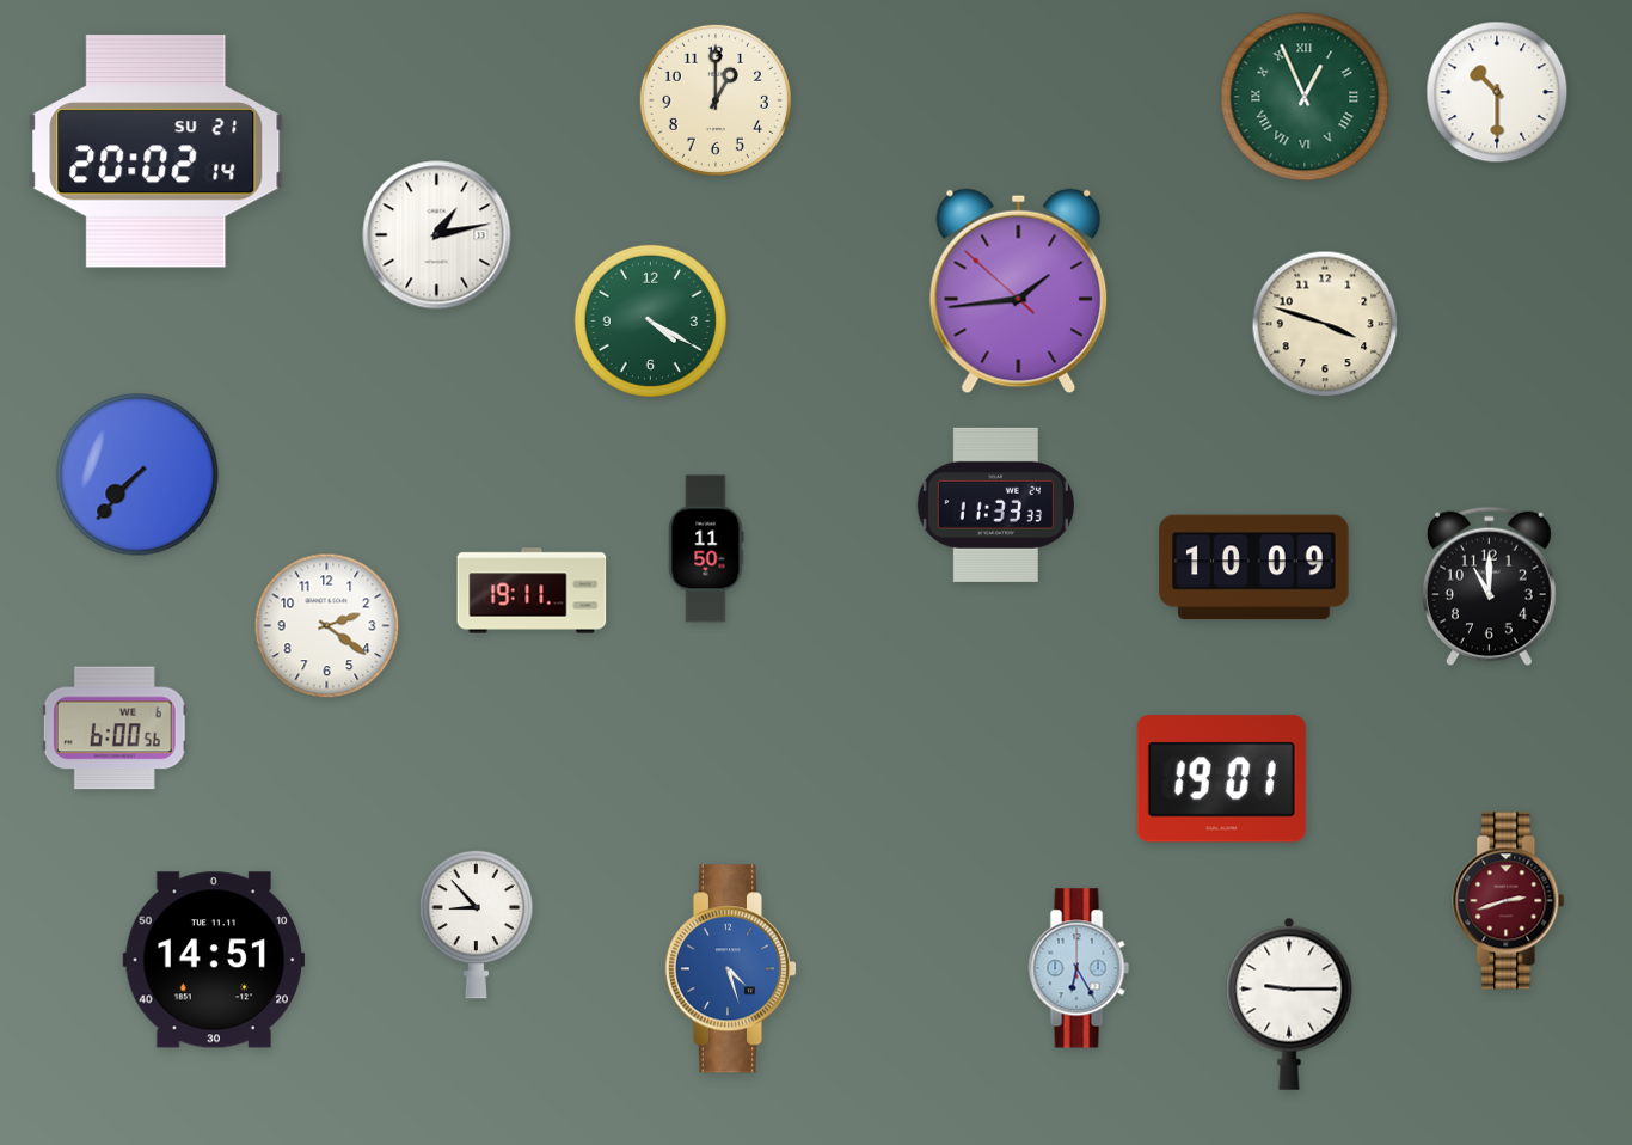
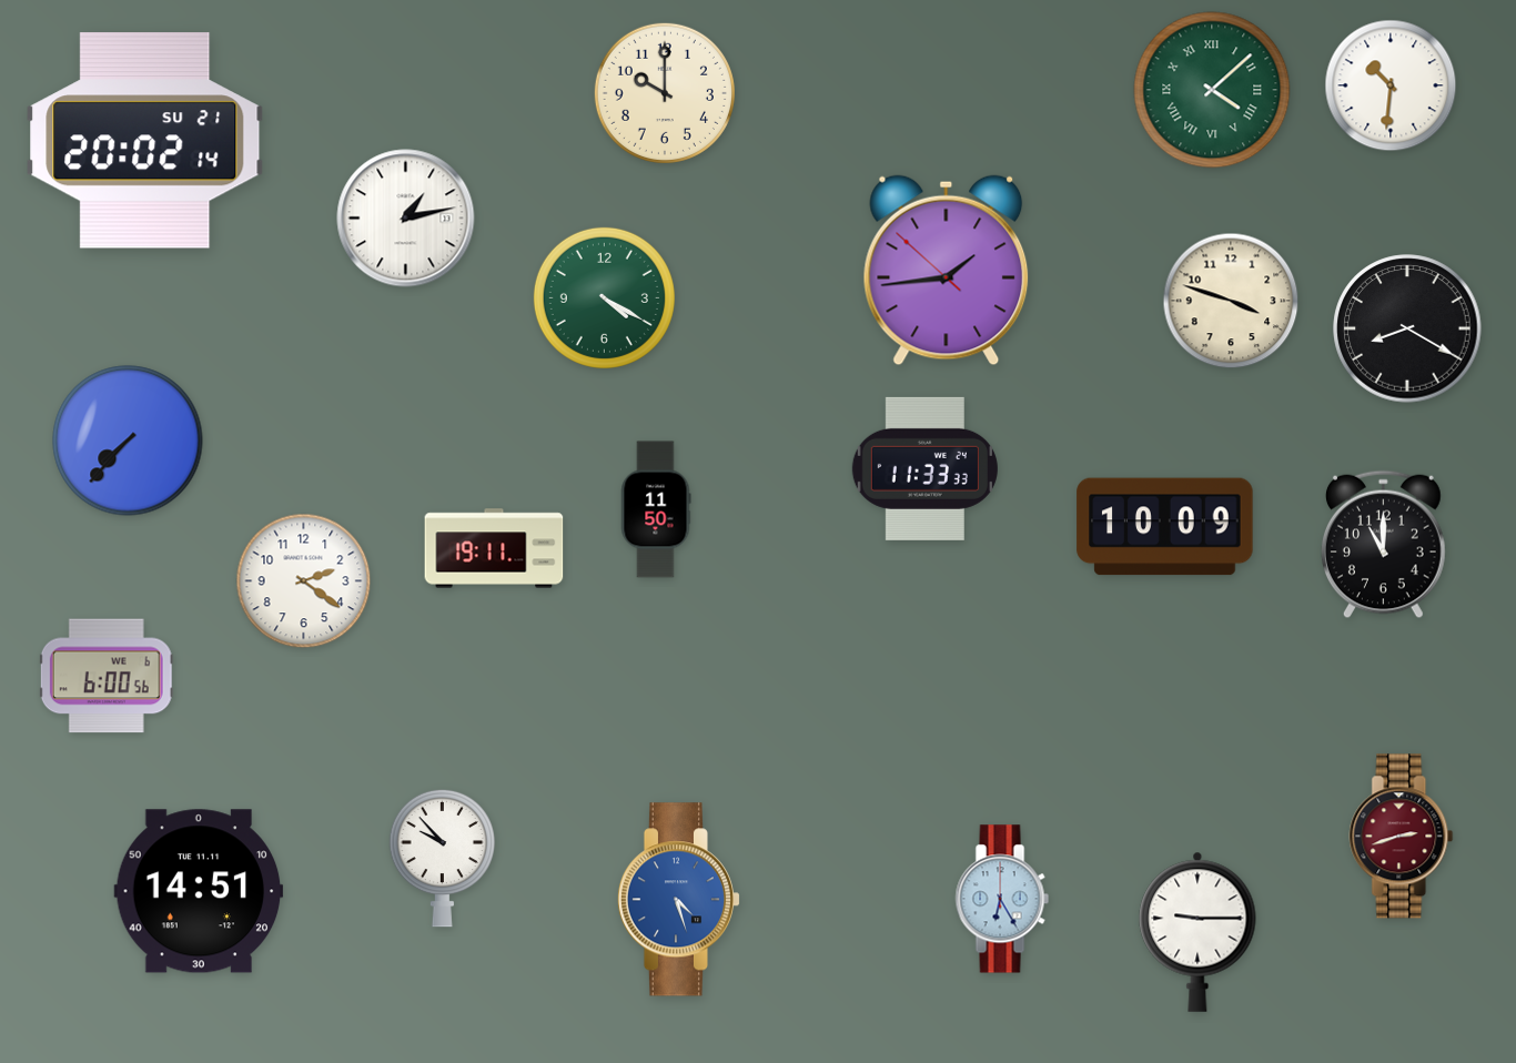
clock at (1497, 92): 10:30 -> 10:31
clock at (1305, 97): 12:56 -> 4:08
clock at (716, 100): 1:00 -> 10:00
clock at (1407, 328): none -> 8:20
clock at (1221, 779): 19:01 -> none
clock at (476, 924): 8:53 -> 9:53
